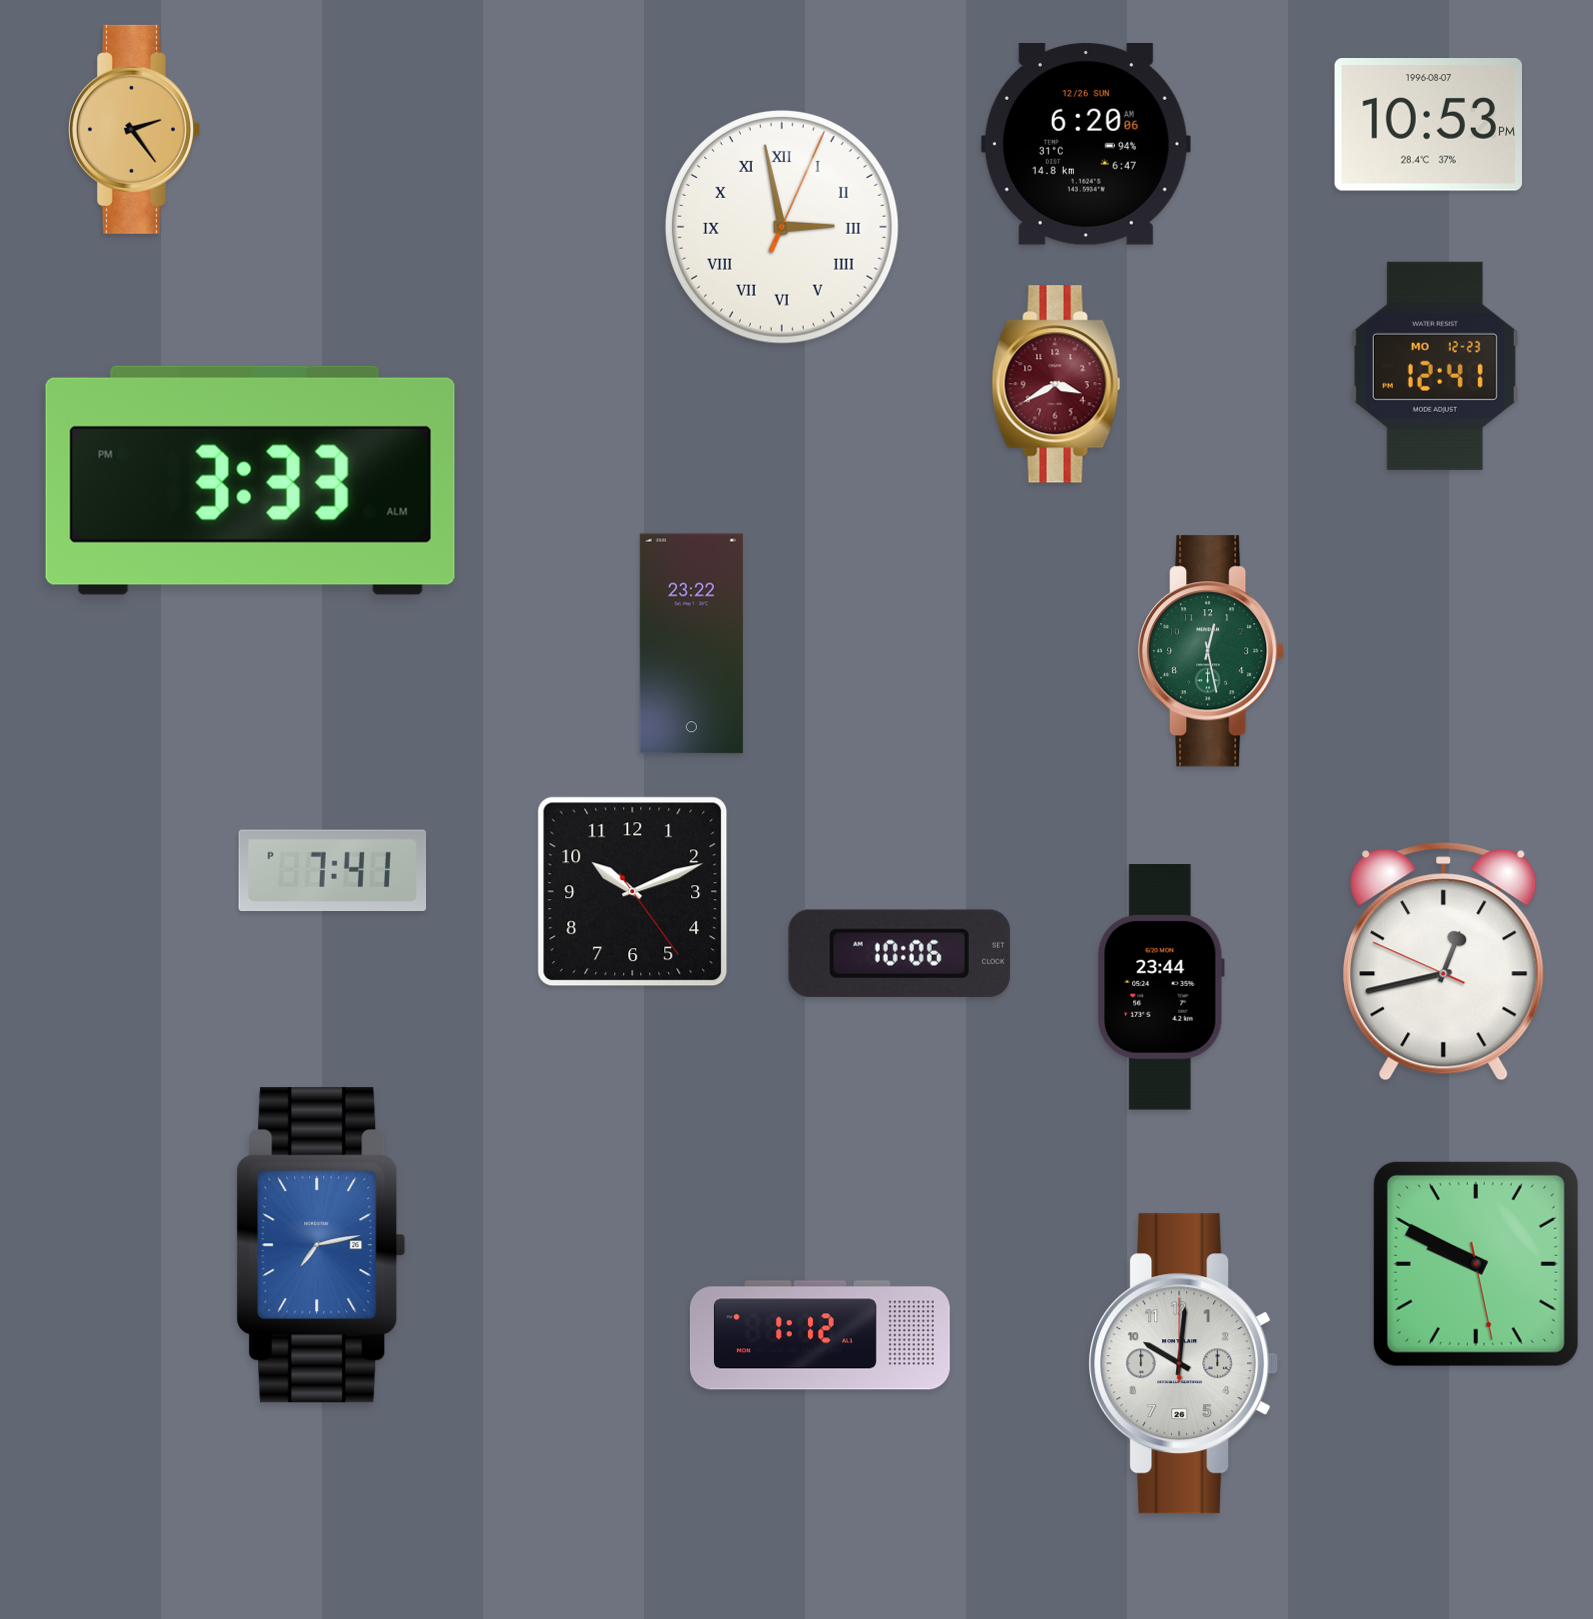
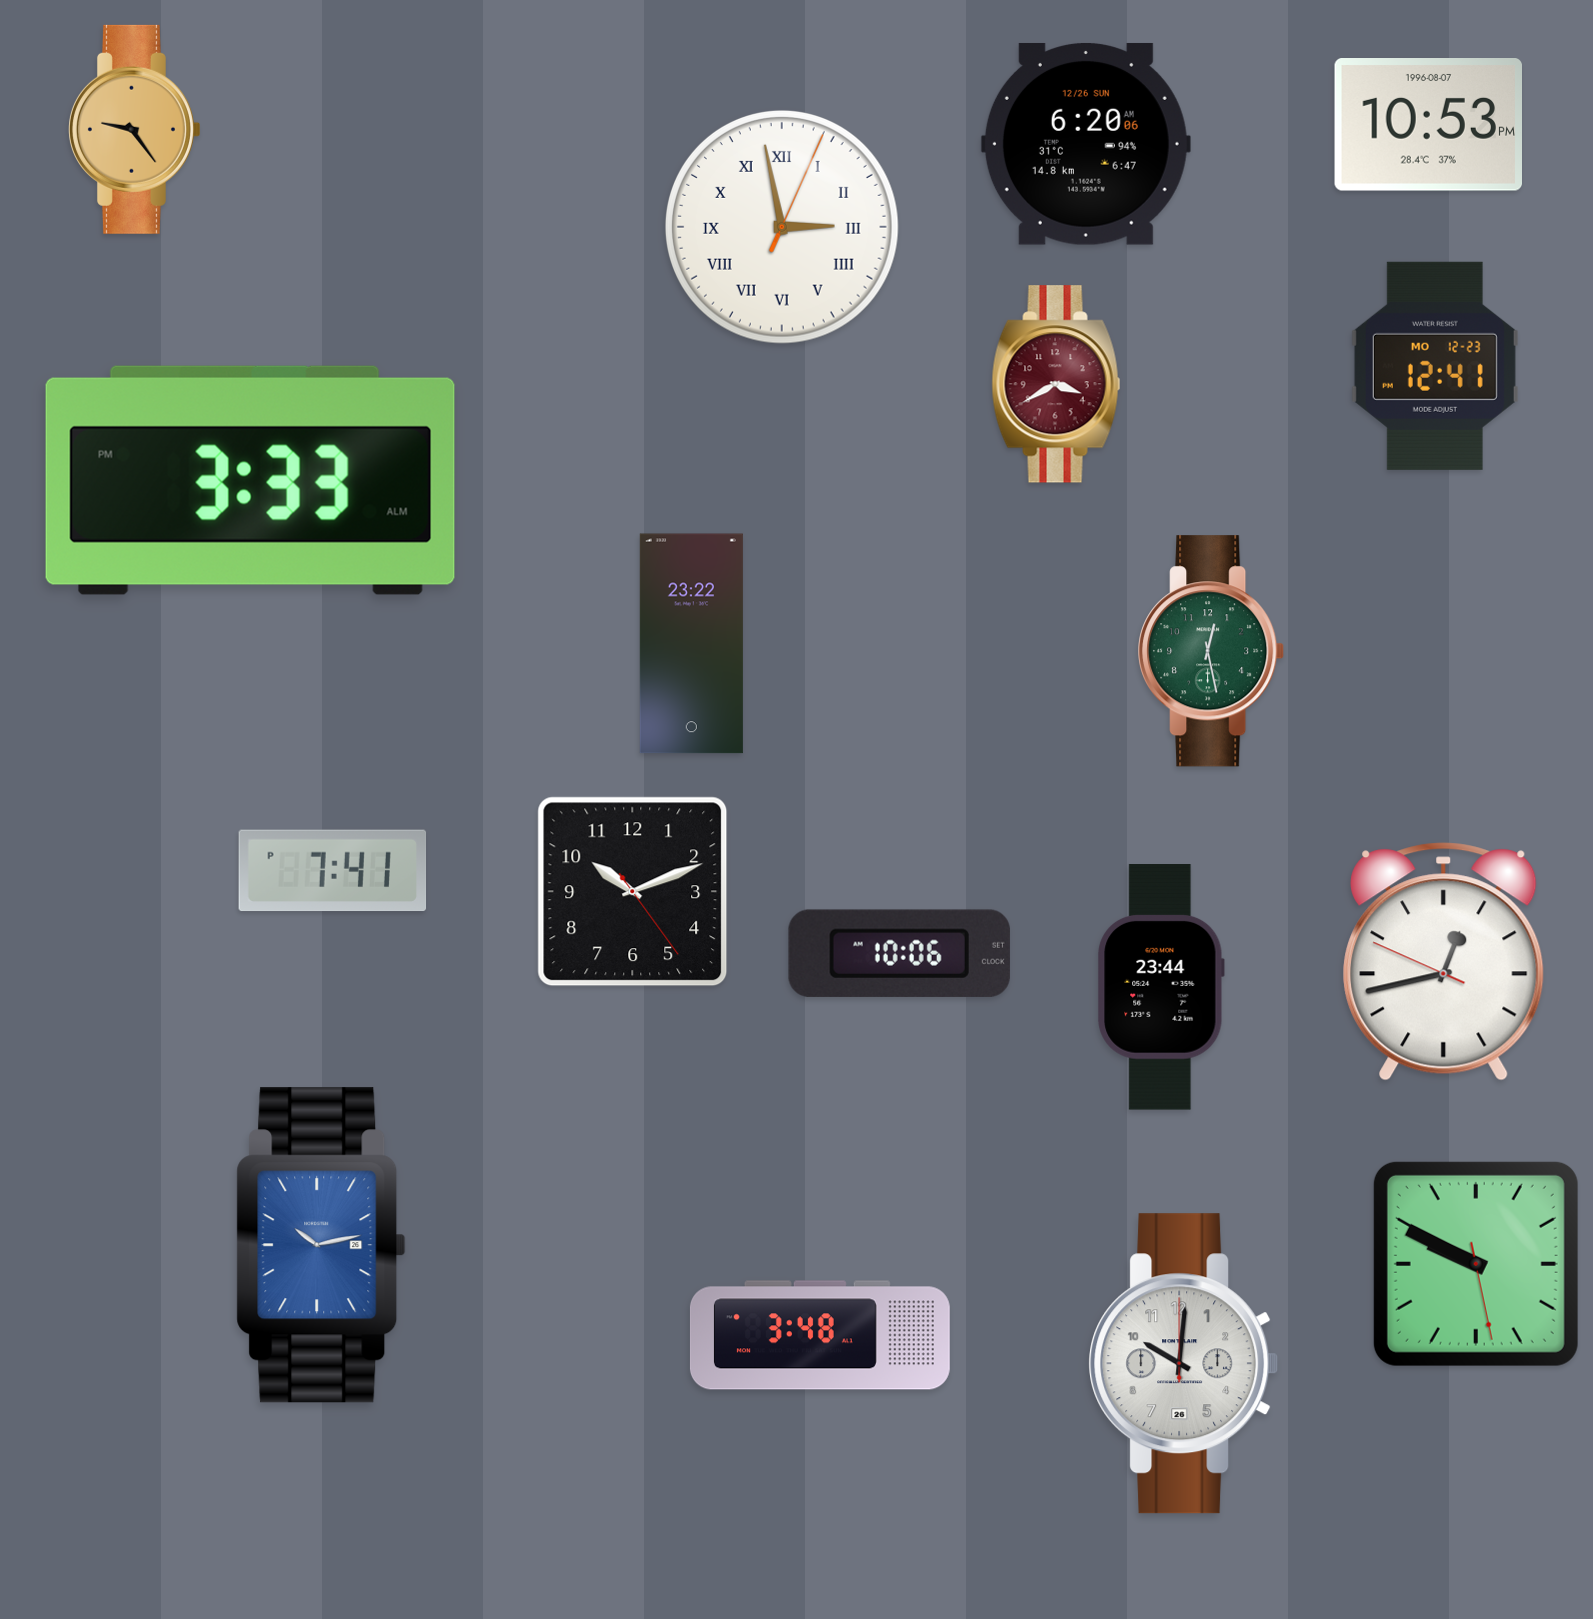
clock at (134, 129): 2:24 -> 9:24
clock at (321, 1245): 7:13 -> 10:13
clock at (820, 1335): 1:12 -> 3:48
